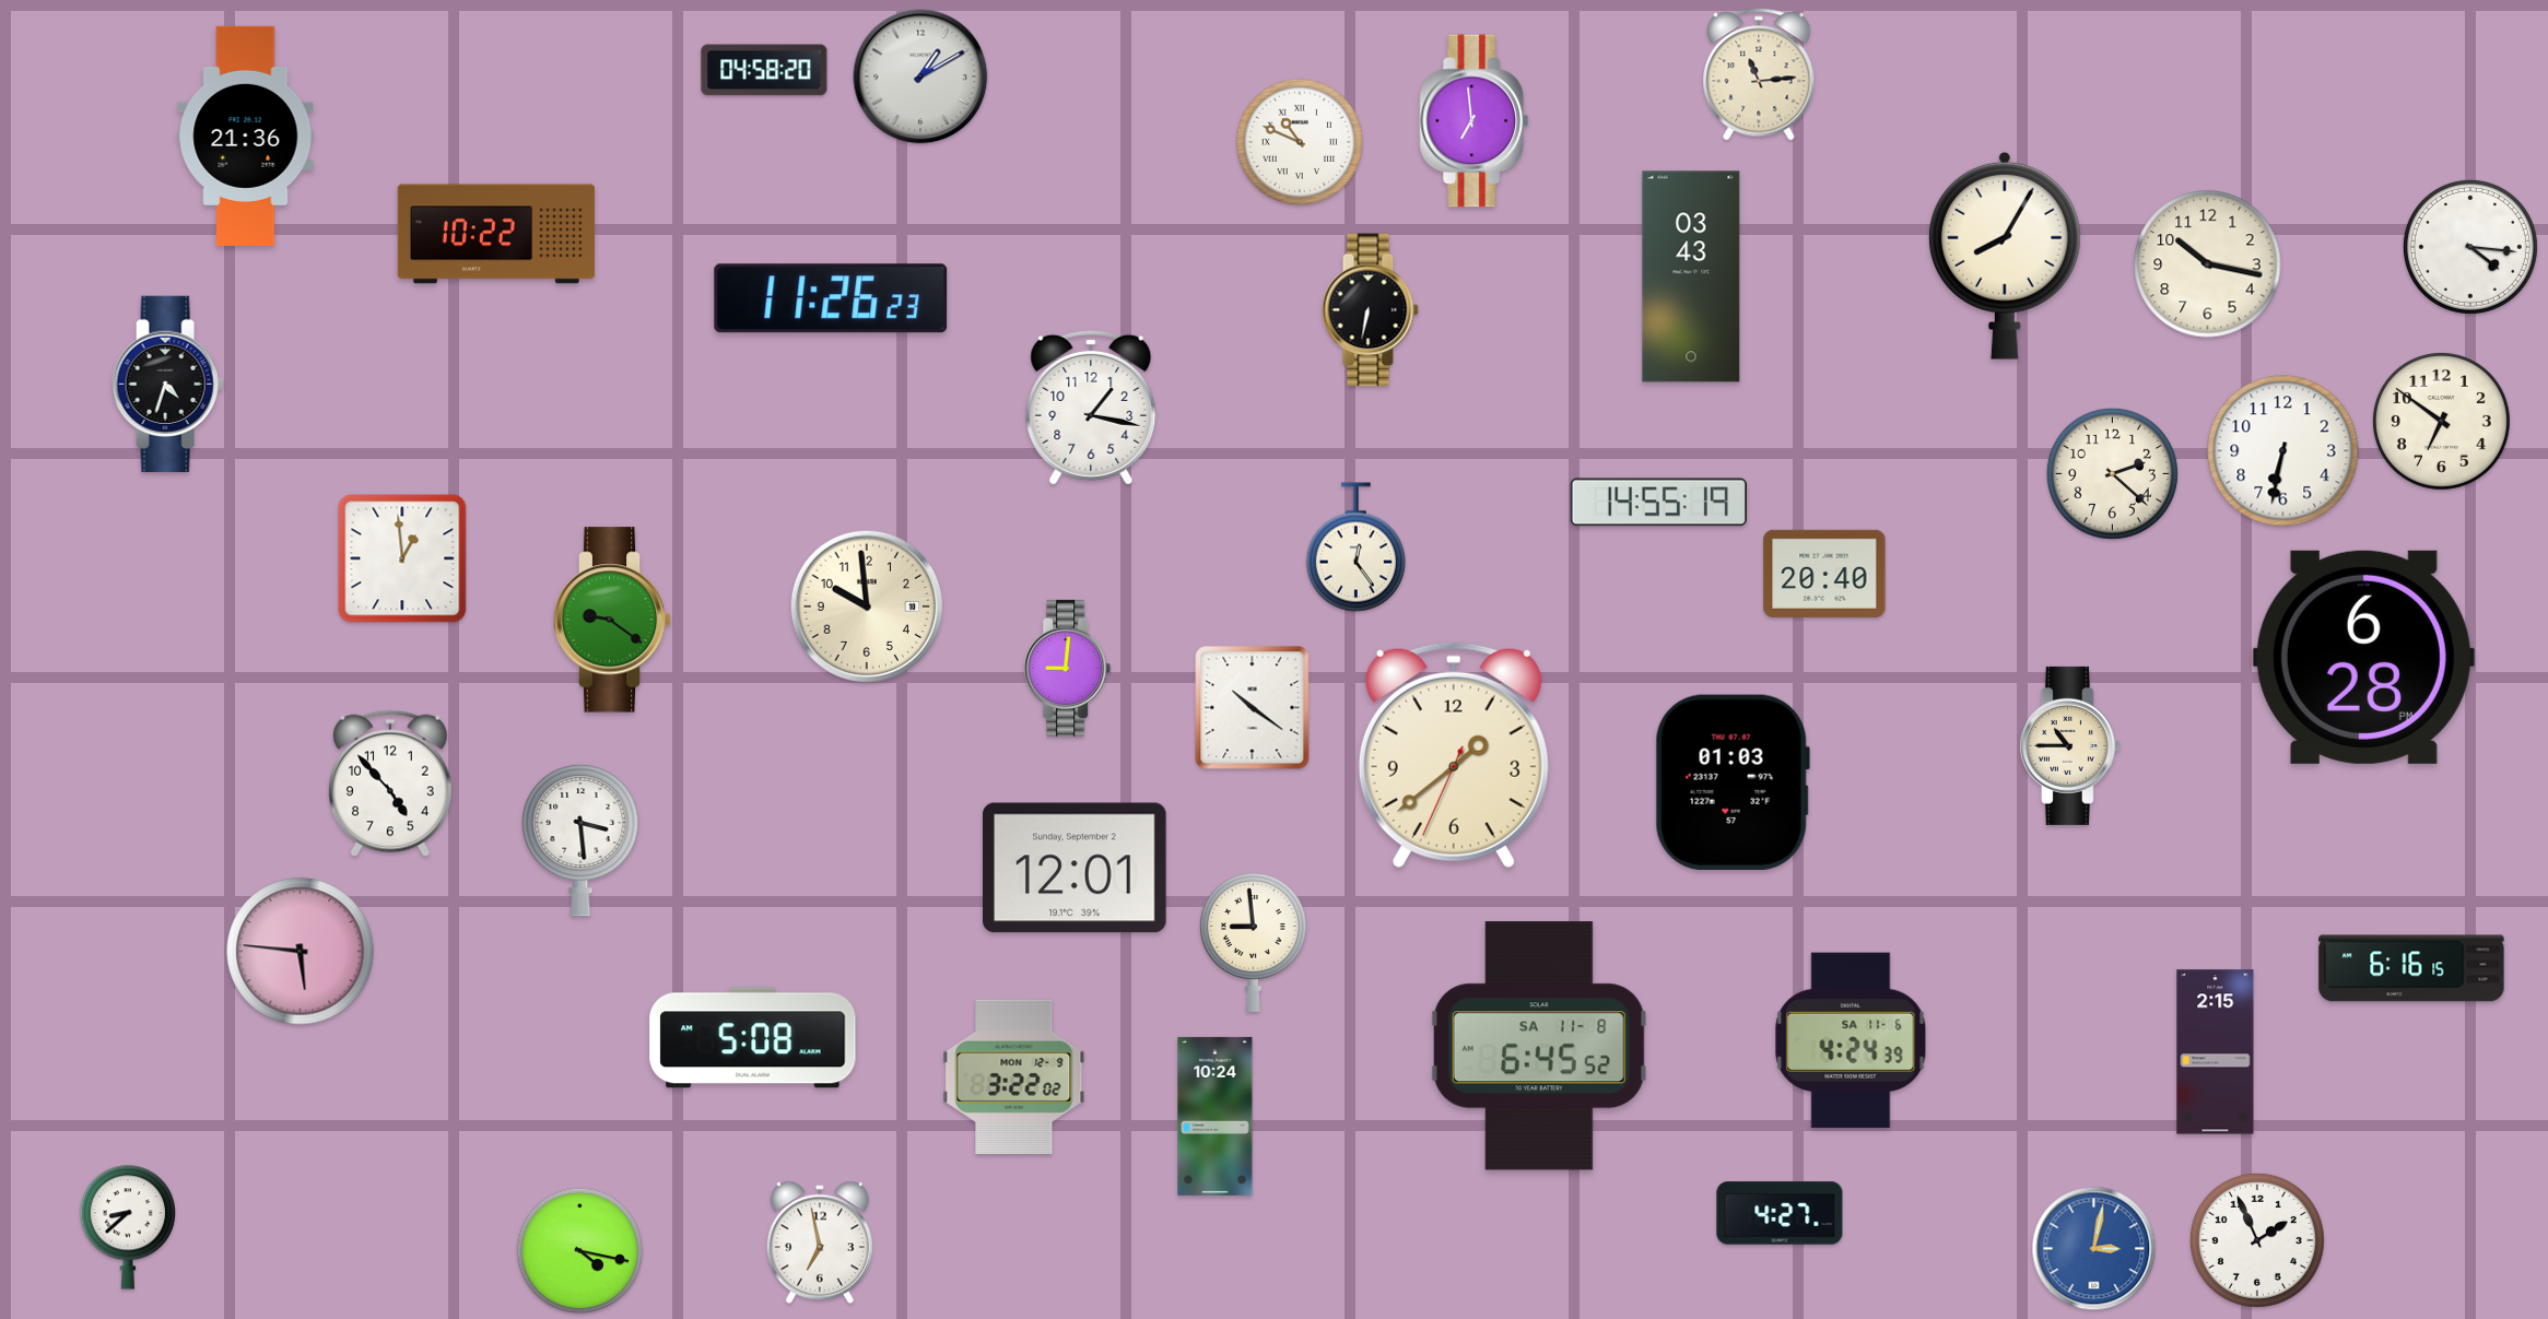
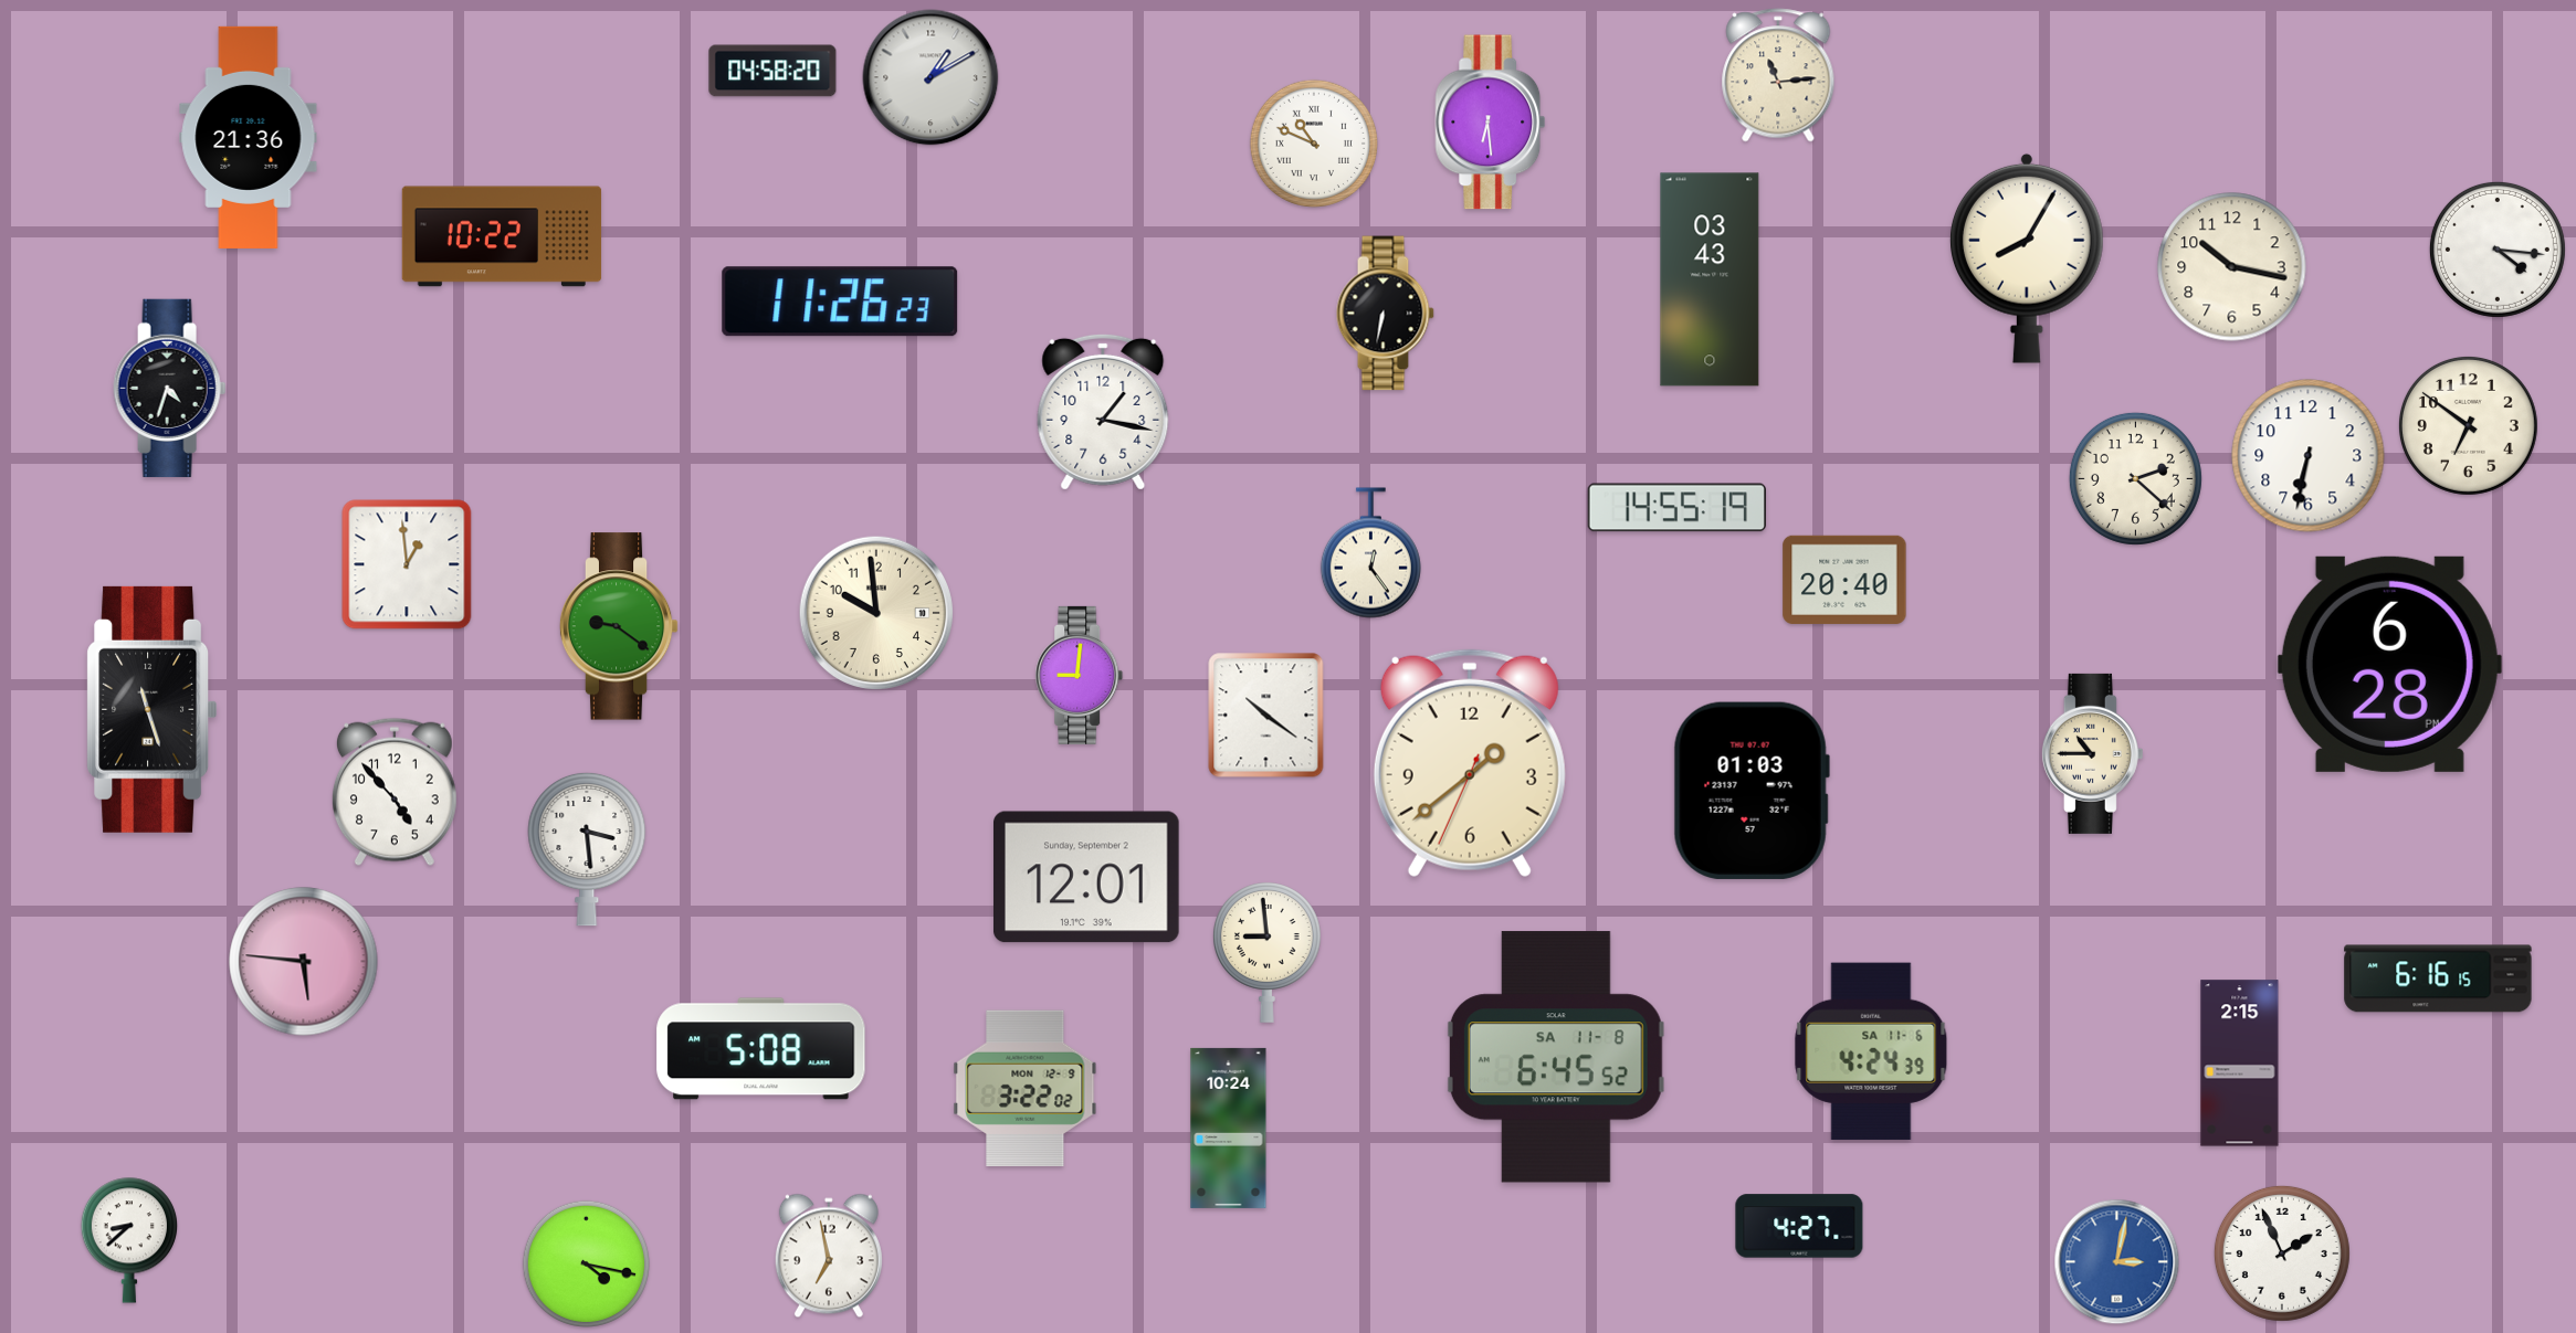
clock at (1475, 121): 6:59 -> 6:29
clock at (153, 709): none -> 11:27
